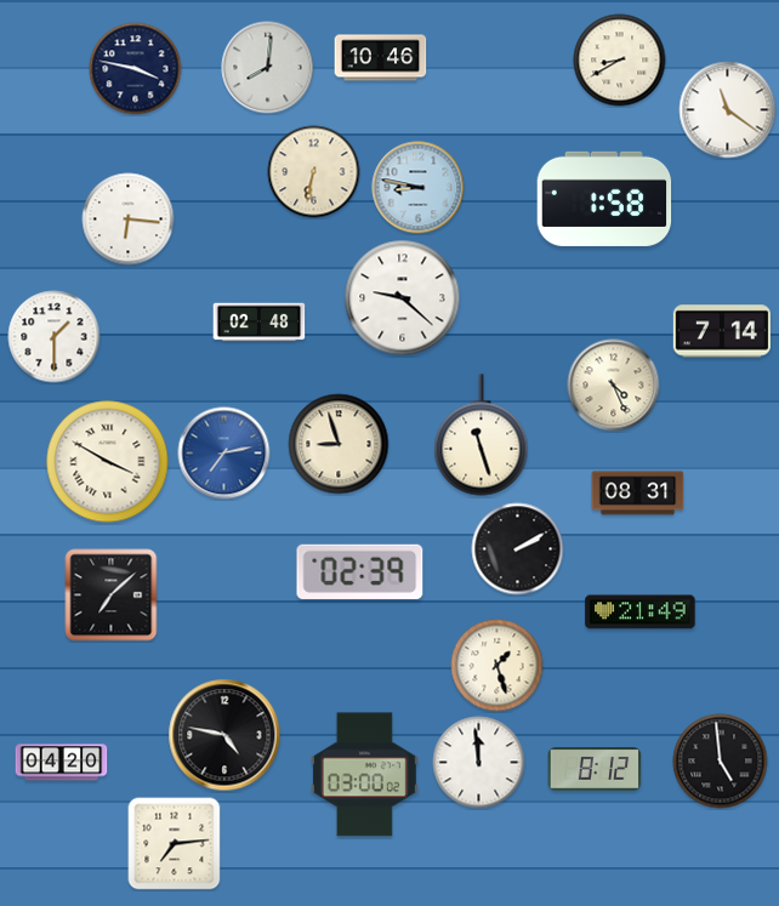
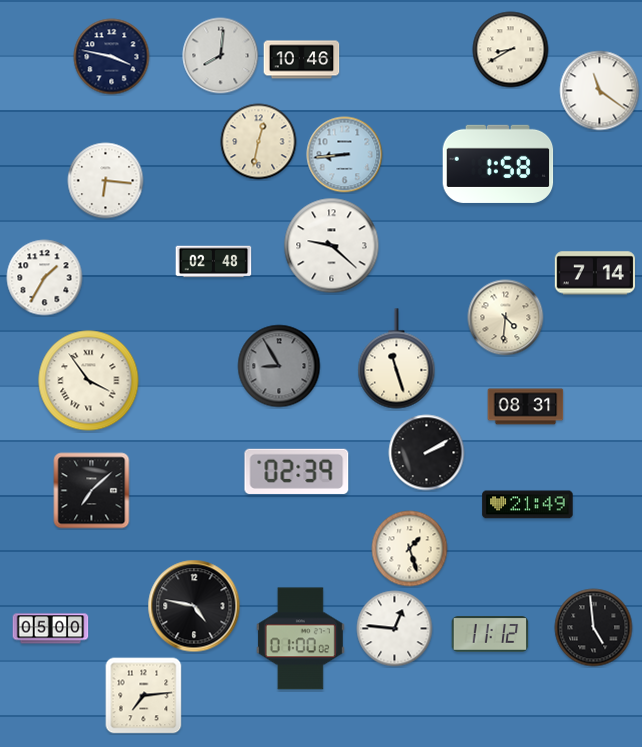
clock at (381, 58) position: (381, 58) -> (302, 60)
clock at (314, 172): 6:32 -> 12:32
clock at (419, 188): 8:47 -> 8:44
clock at (260, 323) position: (260, 323) -> (214, 262)
clock at (55, 337): 1:30 -> 1:35
clock at (614, 386): 4:26 -> 4:31
clock at (339, 444): 8:57 -> 8:55
clock at (339, 444) dial: cream -> grey
clock at (224, 454): 7:13 -> none
clock at (108, 462): 3:50 -> 3:54
clock at (224, 735) position: (224, 735) -> (194, 606)
clock at (62, 763): 04:20 -> 05:00
clock at (479, 763): 11:59 -> 12:46
clock at (595, 769): 8:12 -> 11:12
clock at (364, 775): 03:00 -> 01:00
